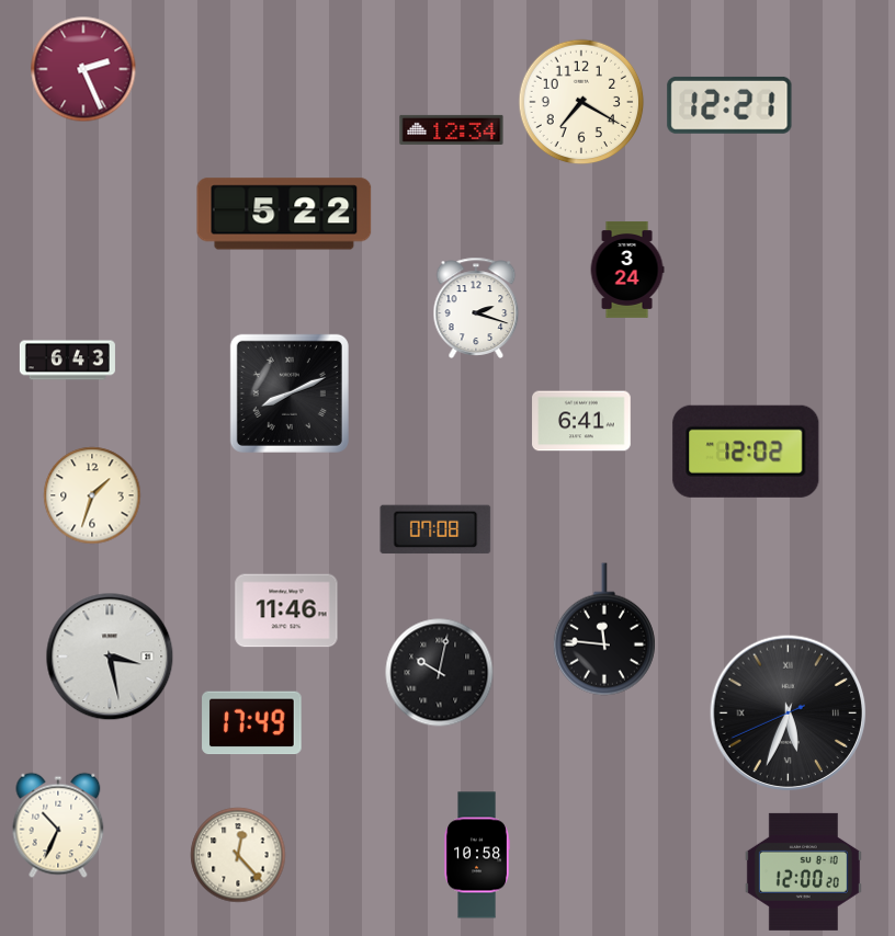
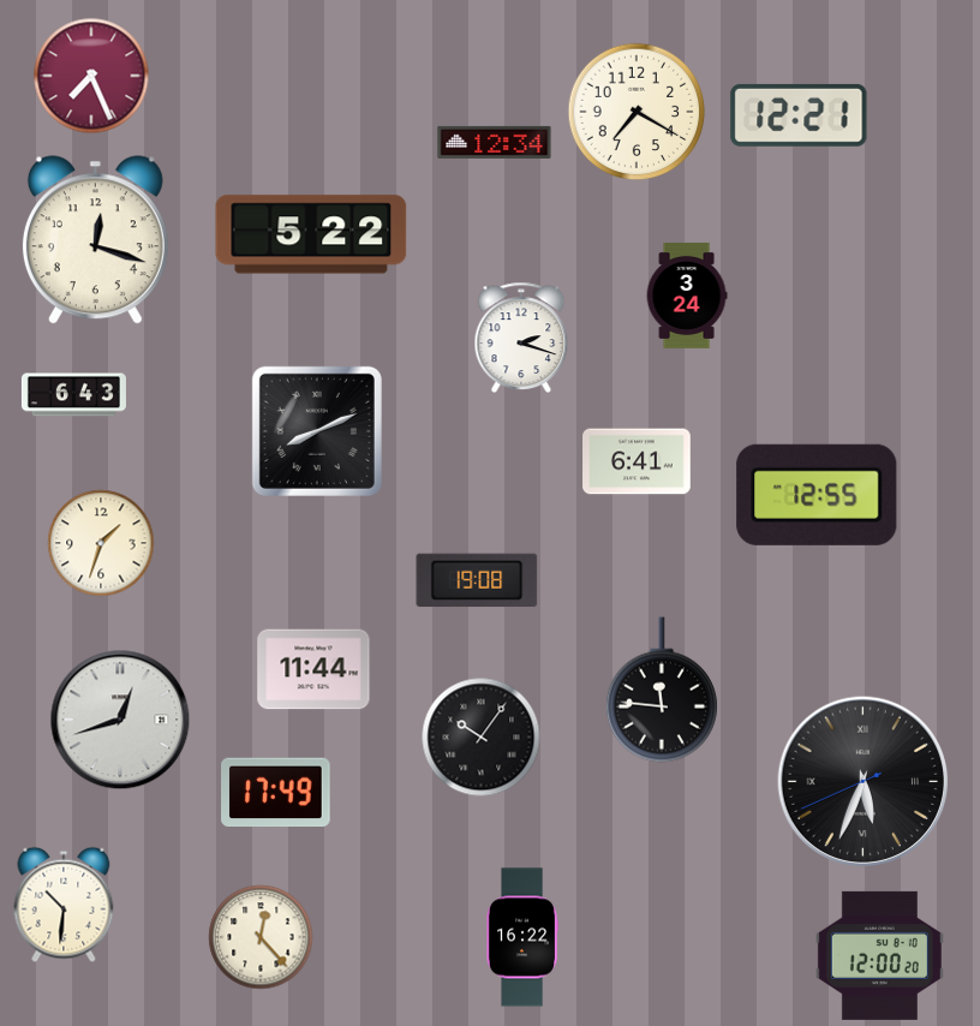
clock at (83, 69): 2:26 -> 7:26
clock at (95, 240): none -> 12:18
clock at (746, 452): 12:02 -> 12:55
clock at (435, 529): 07:08 -> 19:08
clock at (286, 610): 11:46 -> 11:44
clock at (110, 657): 3:28 -> 12:42
clock at (440, 673): 10:02 -> 10:06
clock at (58, 825): 10:34 -> 10:31
clock at (476, 855): 10:58 -> 16:22
